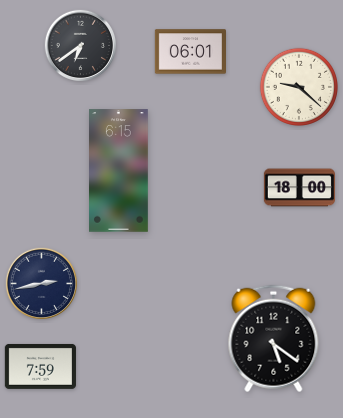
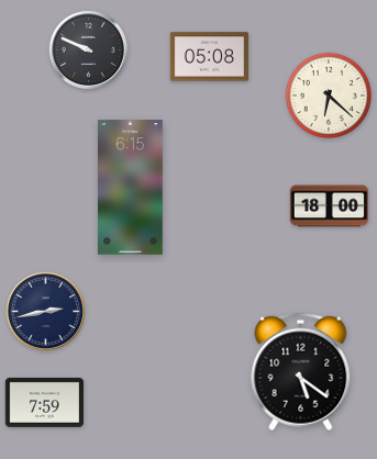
clock at (80, 45): 6:39 -> 9:49
clock at (190, 52): 06:01 -> 05:08
clock at (298, 86): 9:22 -> 6:22
